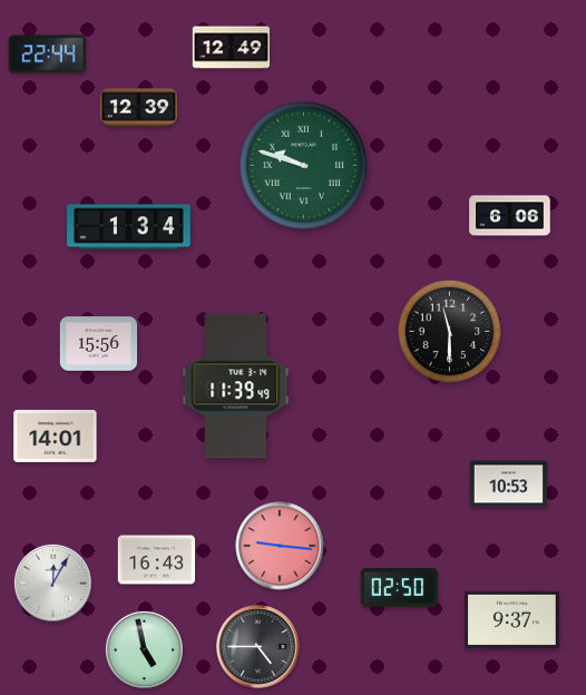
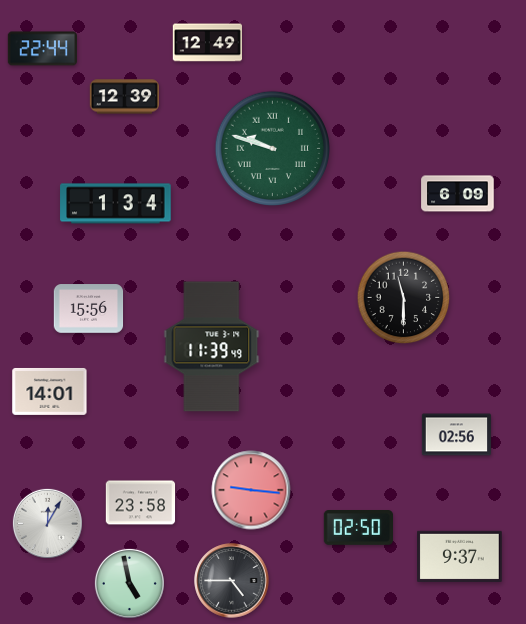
clock at (510, 216): 6:06 -> 6:09
clock at (509, 484): 10:53 -> 02:56
clock at (157, 560): 16:43 -> 23:58
